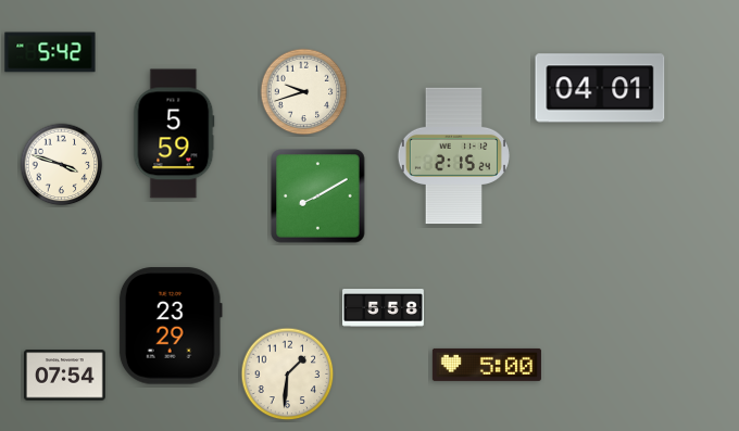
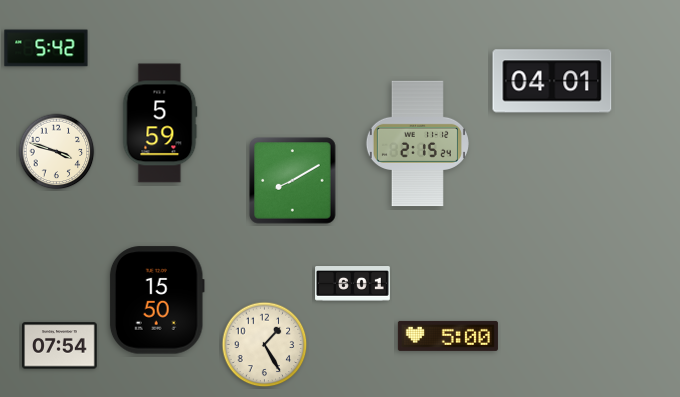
clock at (304, 92): 9:42 -> none
clock at (384, 308): 5:58 -> 6:01
clock at (171, 326): 23:29 -> 15:50
clock at (288, 375): 1:31 -> 1:25
